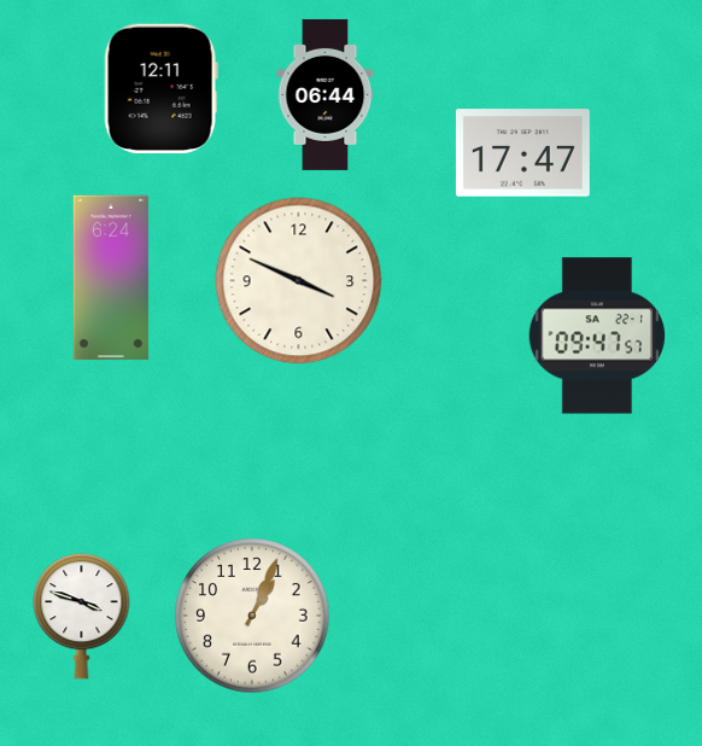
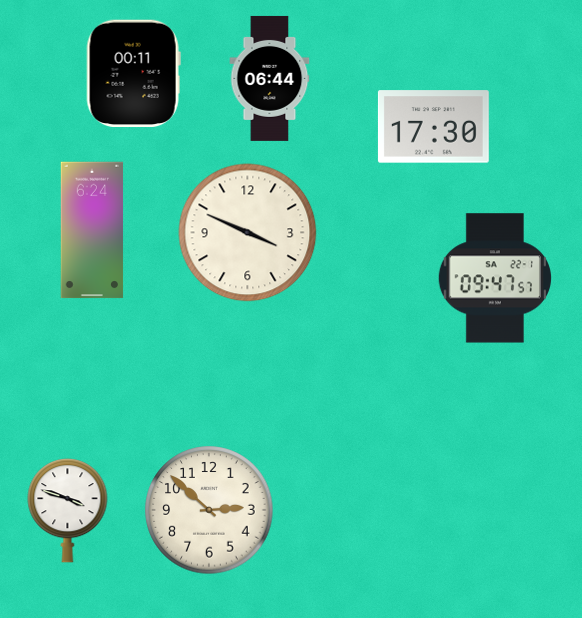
clock at (160, 88): 12:11 -> 00:11
clock at (522, 153): 17:47 -> 17:30
clock at (252, 616): 1:04 -> 2:52
